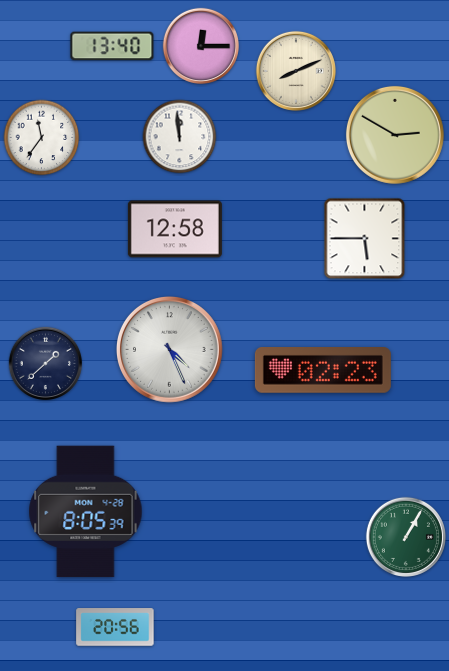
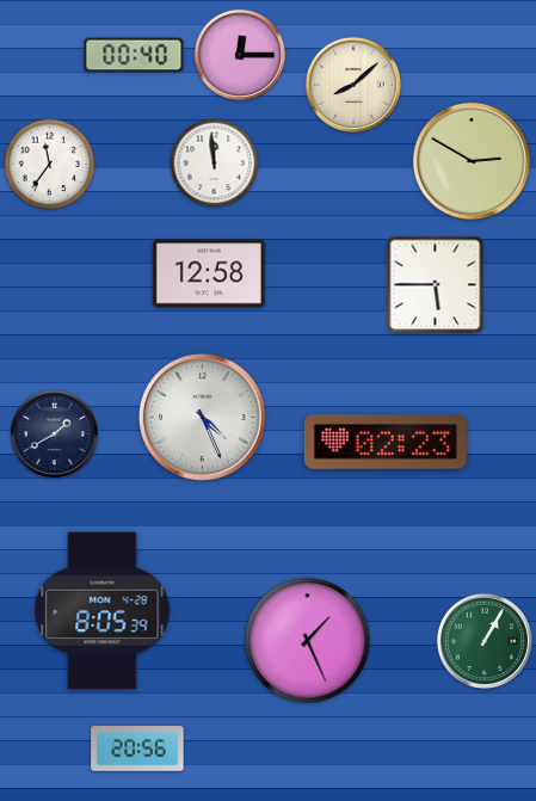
clock at (112, 46): 13:40 -> 00:40
clock at (296, 71): 8:11 -> 8:08
clock at (45, 363): 1:38 -> 1:40
clock at (308, 641): none -> 1:26
